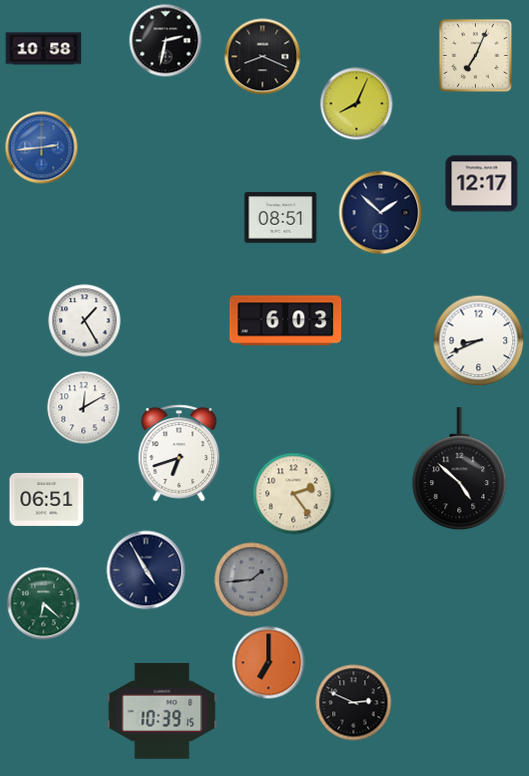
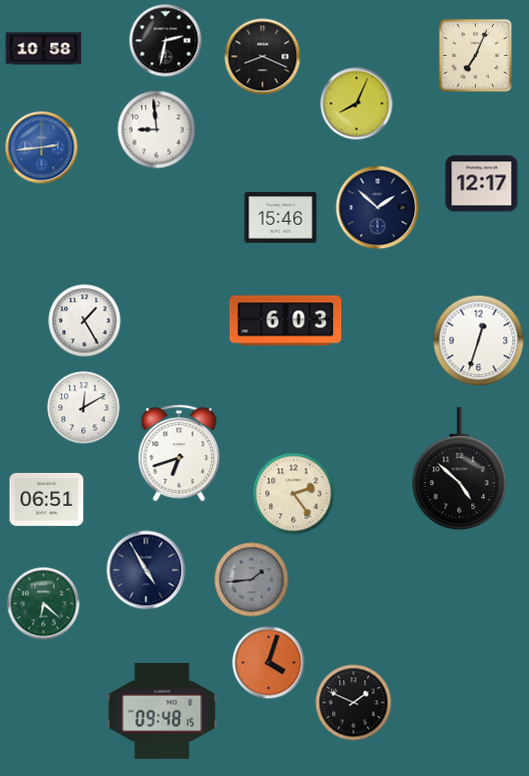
clock at (157, 130): none -> 8:59
clock at (381, 213) position: (381, 213) -> (378, 208)
clock at (281, 218): 08:51 -> 15:46
clock at (479, 341): 8:41 -> 12:33
clock at (269, 663): 7:00 -> 4:03
clock at (354, 703): 2:49 -> 1:49
clock at (162, 711): 10:39 -> 09:48
